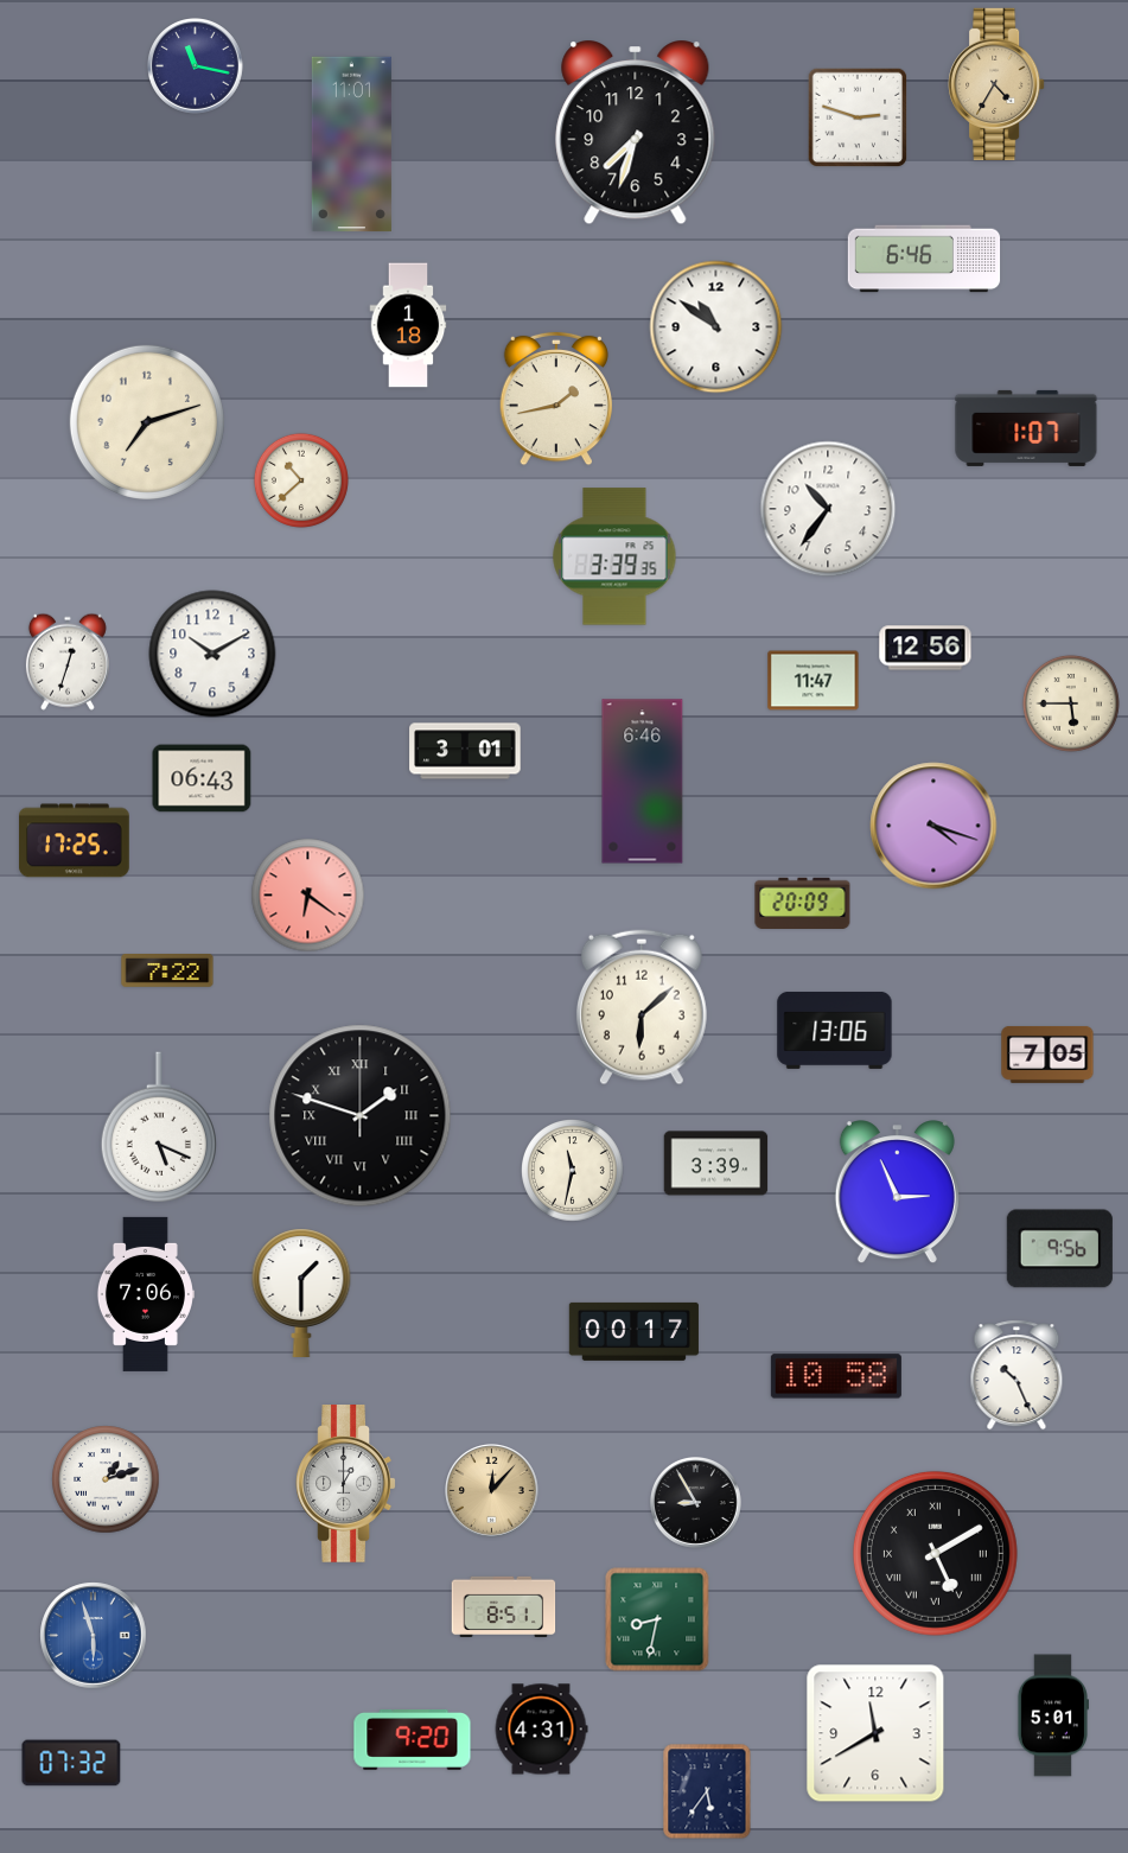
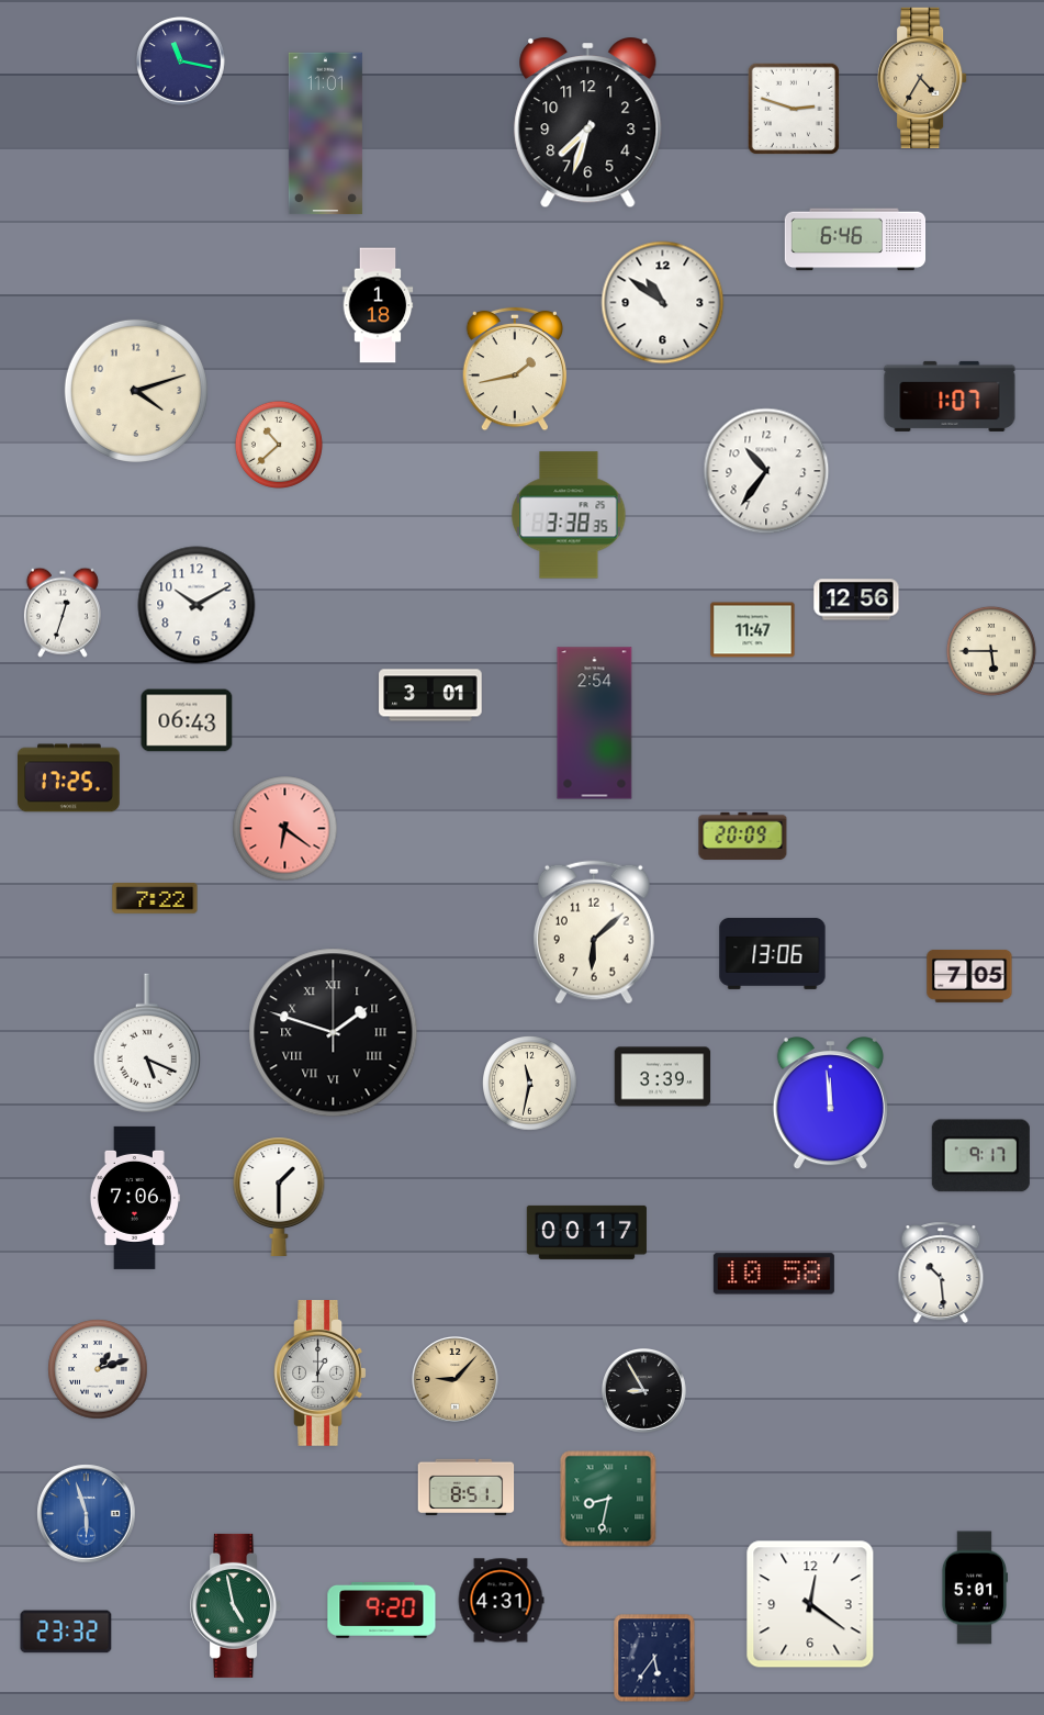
clock at (408, 325) position: (408, 325) -> (378, 305)
clock at (147, 422): 7:12 -> 4:12
clock at (614, 556): 3:39 -> 3:38
clock at (643, 782): 6:46 -> 2:54
clock at (933, 826): 4:18 -> none
clock at (897, 1192): 2:56 -> 11:59
clock at (1059, 1249): 9:56 -> 9:17
clock at (1017, 1375): 10:26 -> 10:29
clock at (492, 1491): 12:07 -> 9:07
clock at (935, 1553): 5:10 -> none
clock at (875, 1733): 11:40 -> 12:21
clock at (236, 1605): none -> 4:58
clock at (71, 1763): 07:32 -> 23:32
